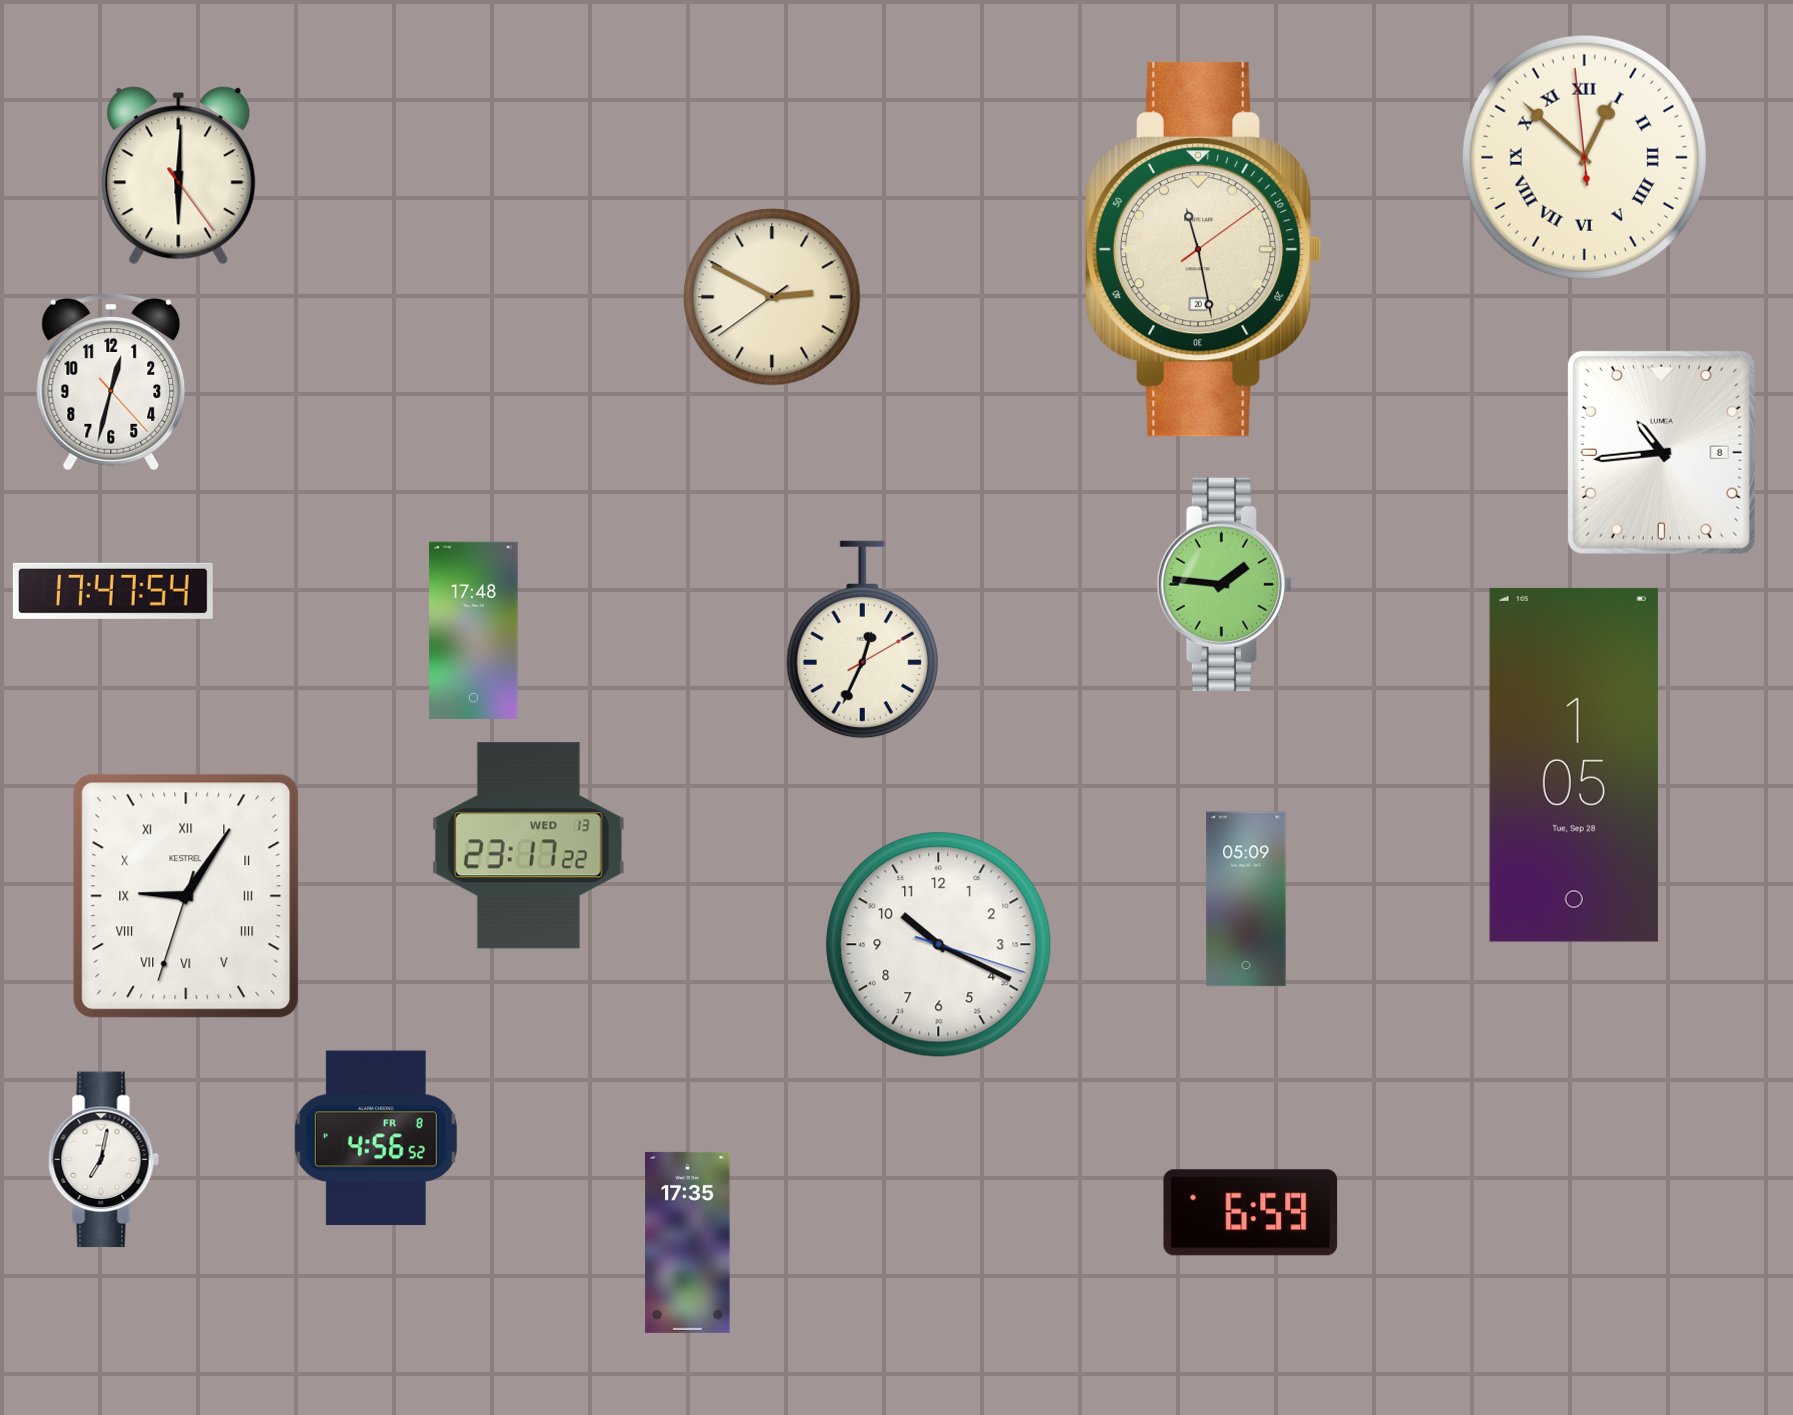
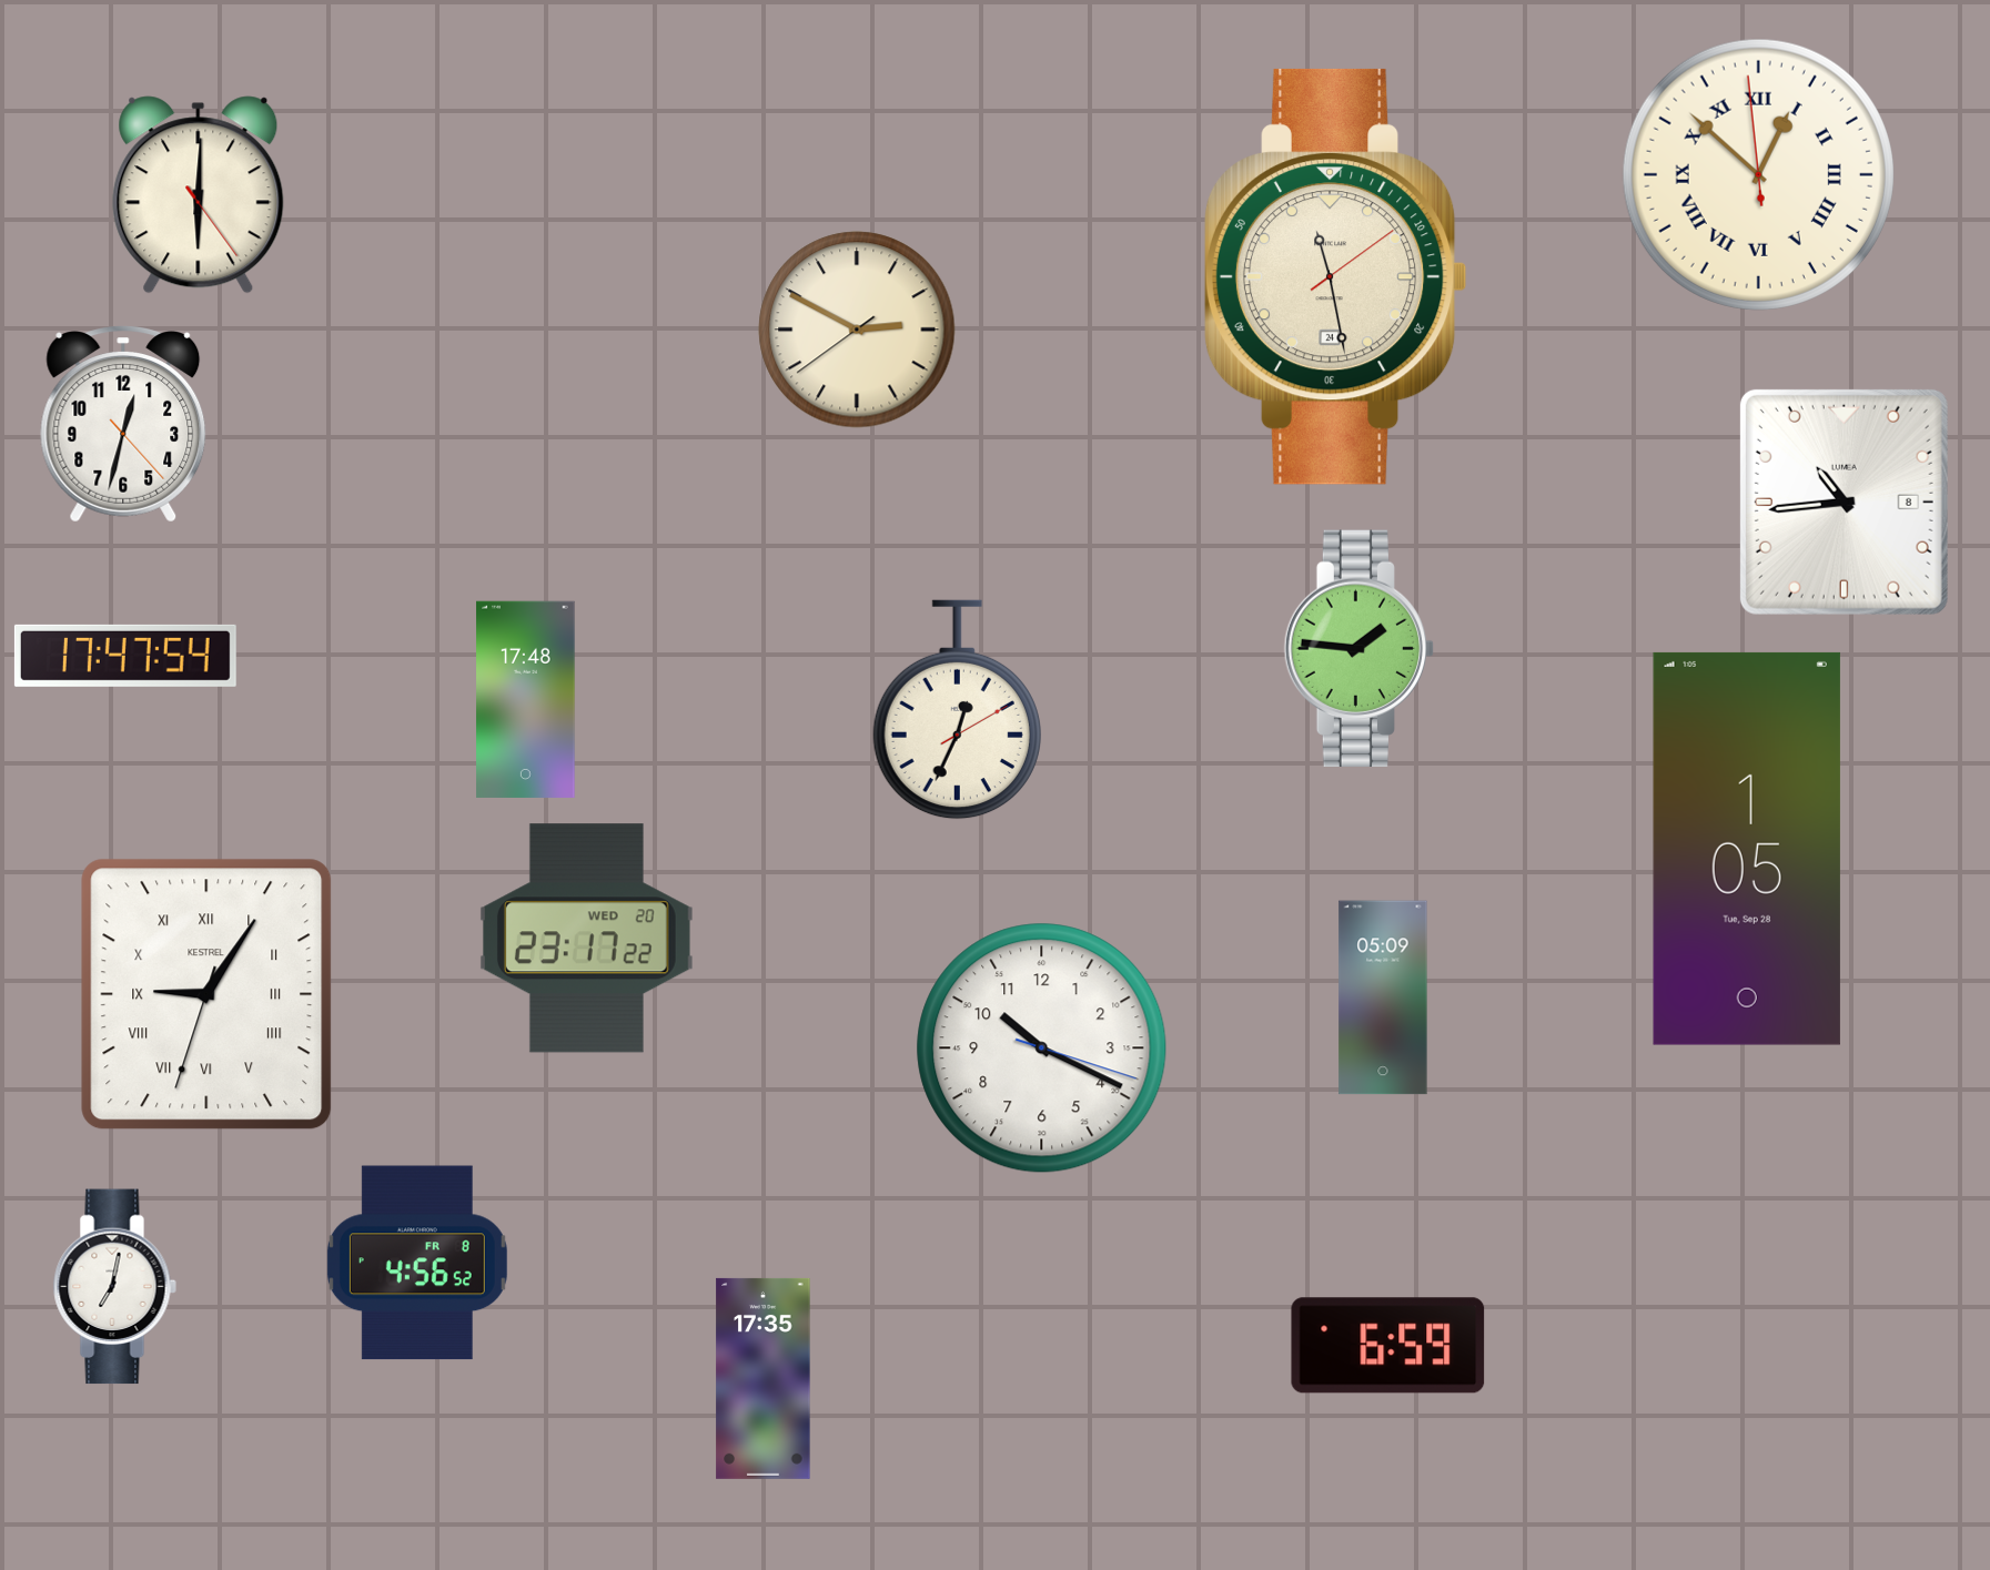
clock at (1203, 249) date: 20 -> 24
clock at (528, 846) date: WED 13 -> WED 20
